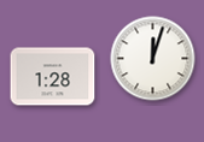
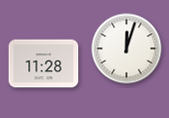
clock at (53, 77): 1:28 -> 11:28
